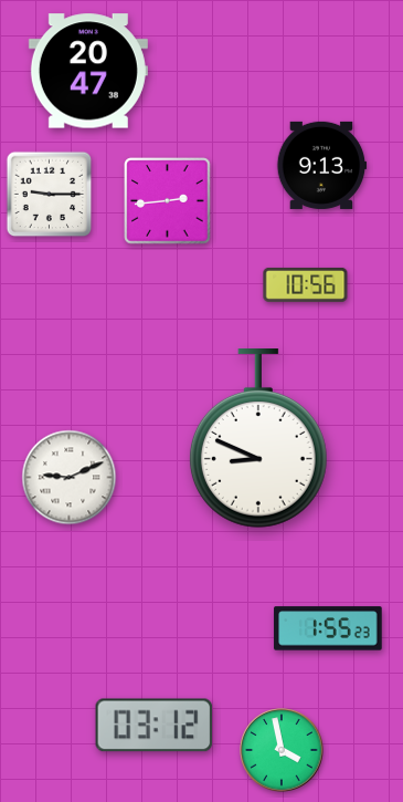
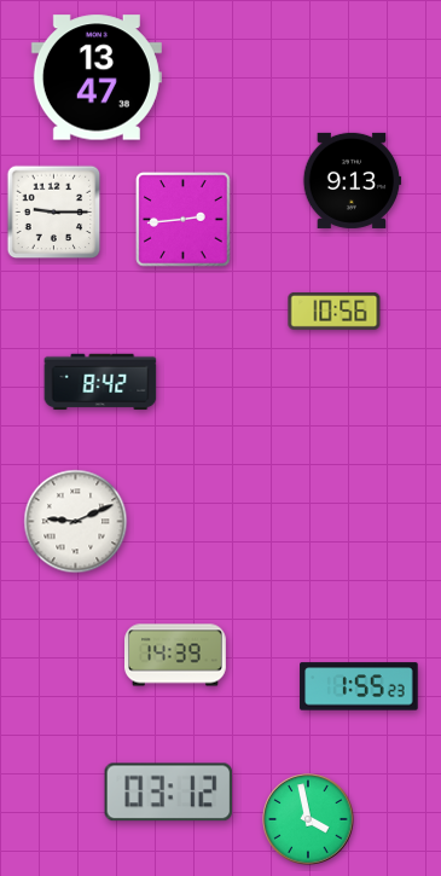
clock at (88, 71): 20:47 -> 13:47
clock at (100, 382): none -> 8:42
clock at (258, 439): 8:49 -> none
clock at (176, 655): none -> 14:39
